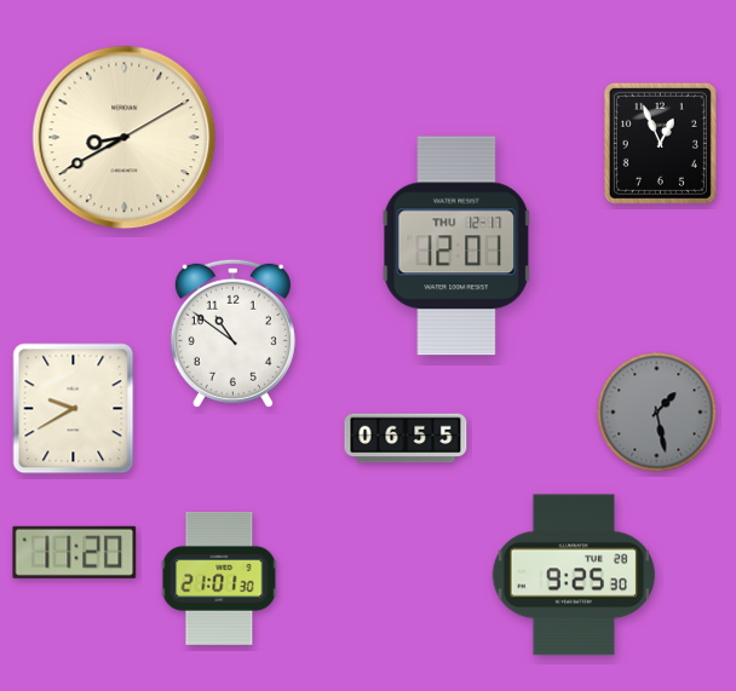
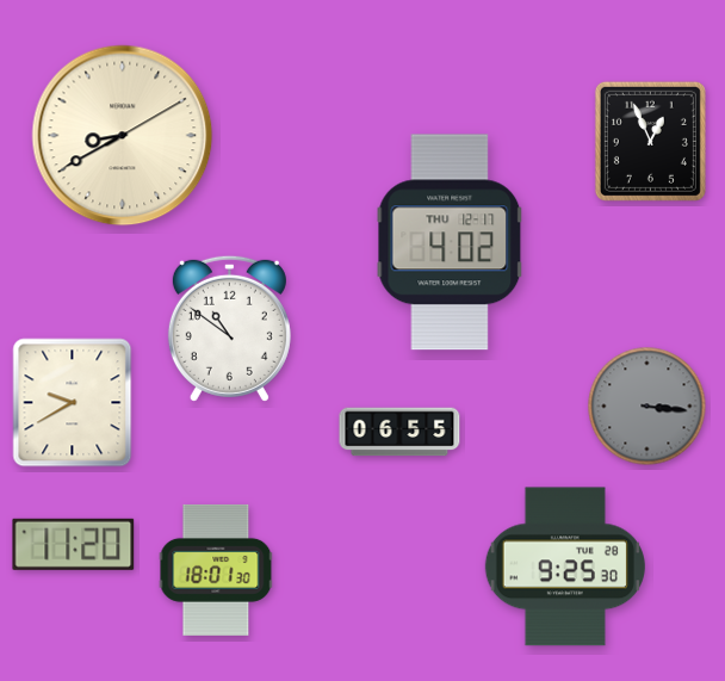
clock at (456, 246): 12:01 -> 4:02
clock at (657, 413): 1:28 -> 3:16
clock at (219, 578): 21:01 -> 18:01
